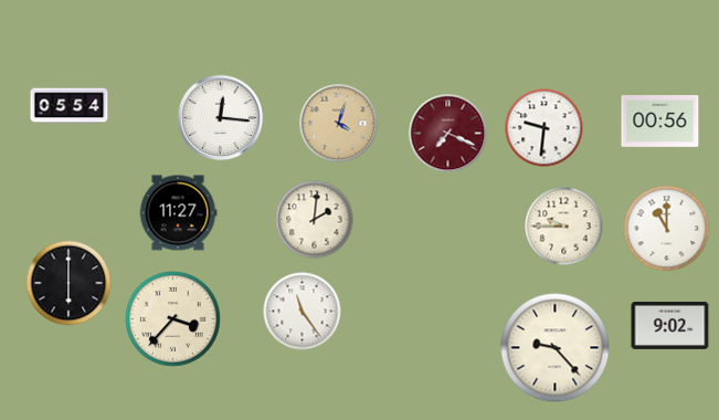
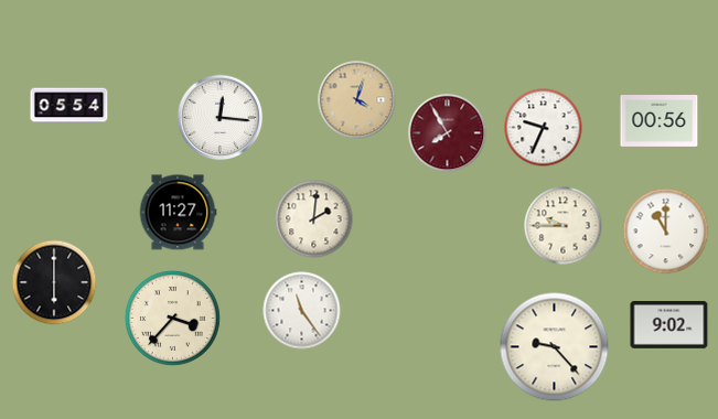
clock at (339, 124) position: (339, 124) -> (357, 100)
clock at (544, 128): 9:31 -> 9:34
clock at (448, 134): 7:19 -> 7:55
clock at (667, 229) position: (667, 229) -> (666, 232)
clock at (68, 283) position: (68, 283) -> (54, 282)
